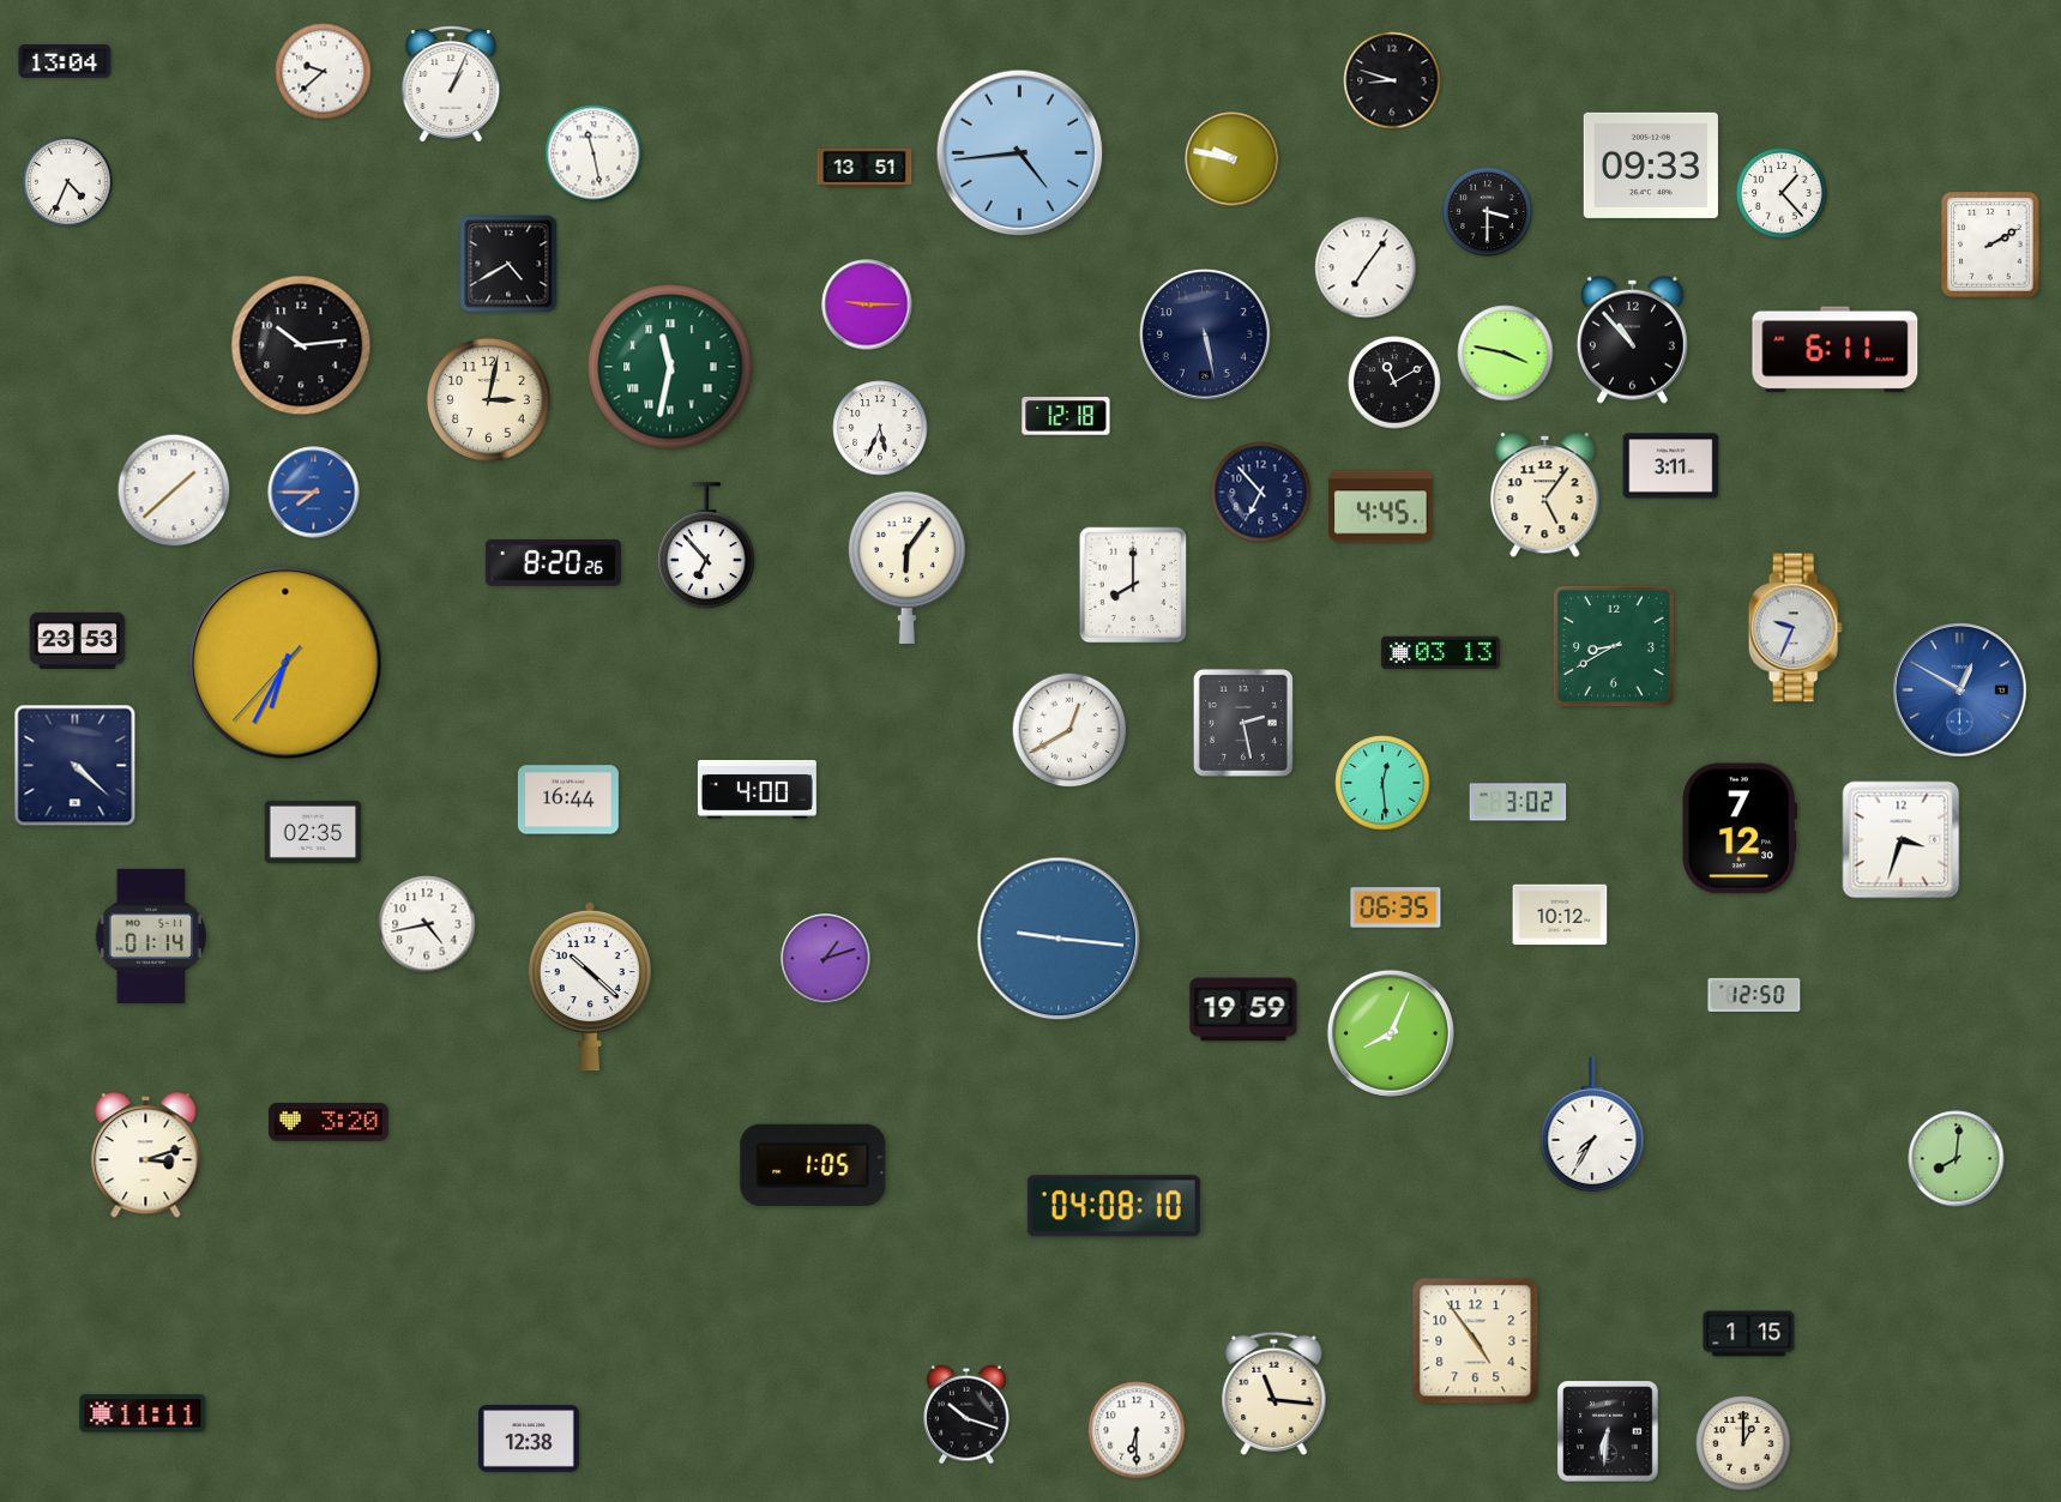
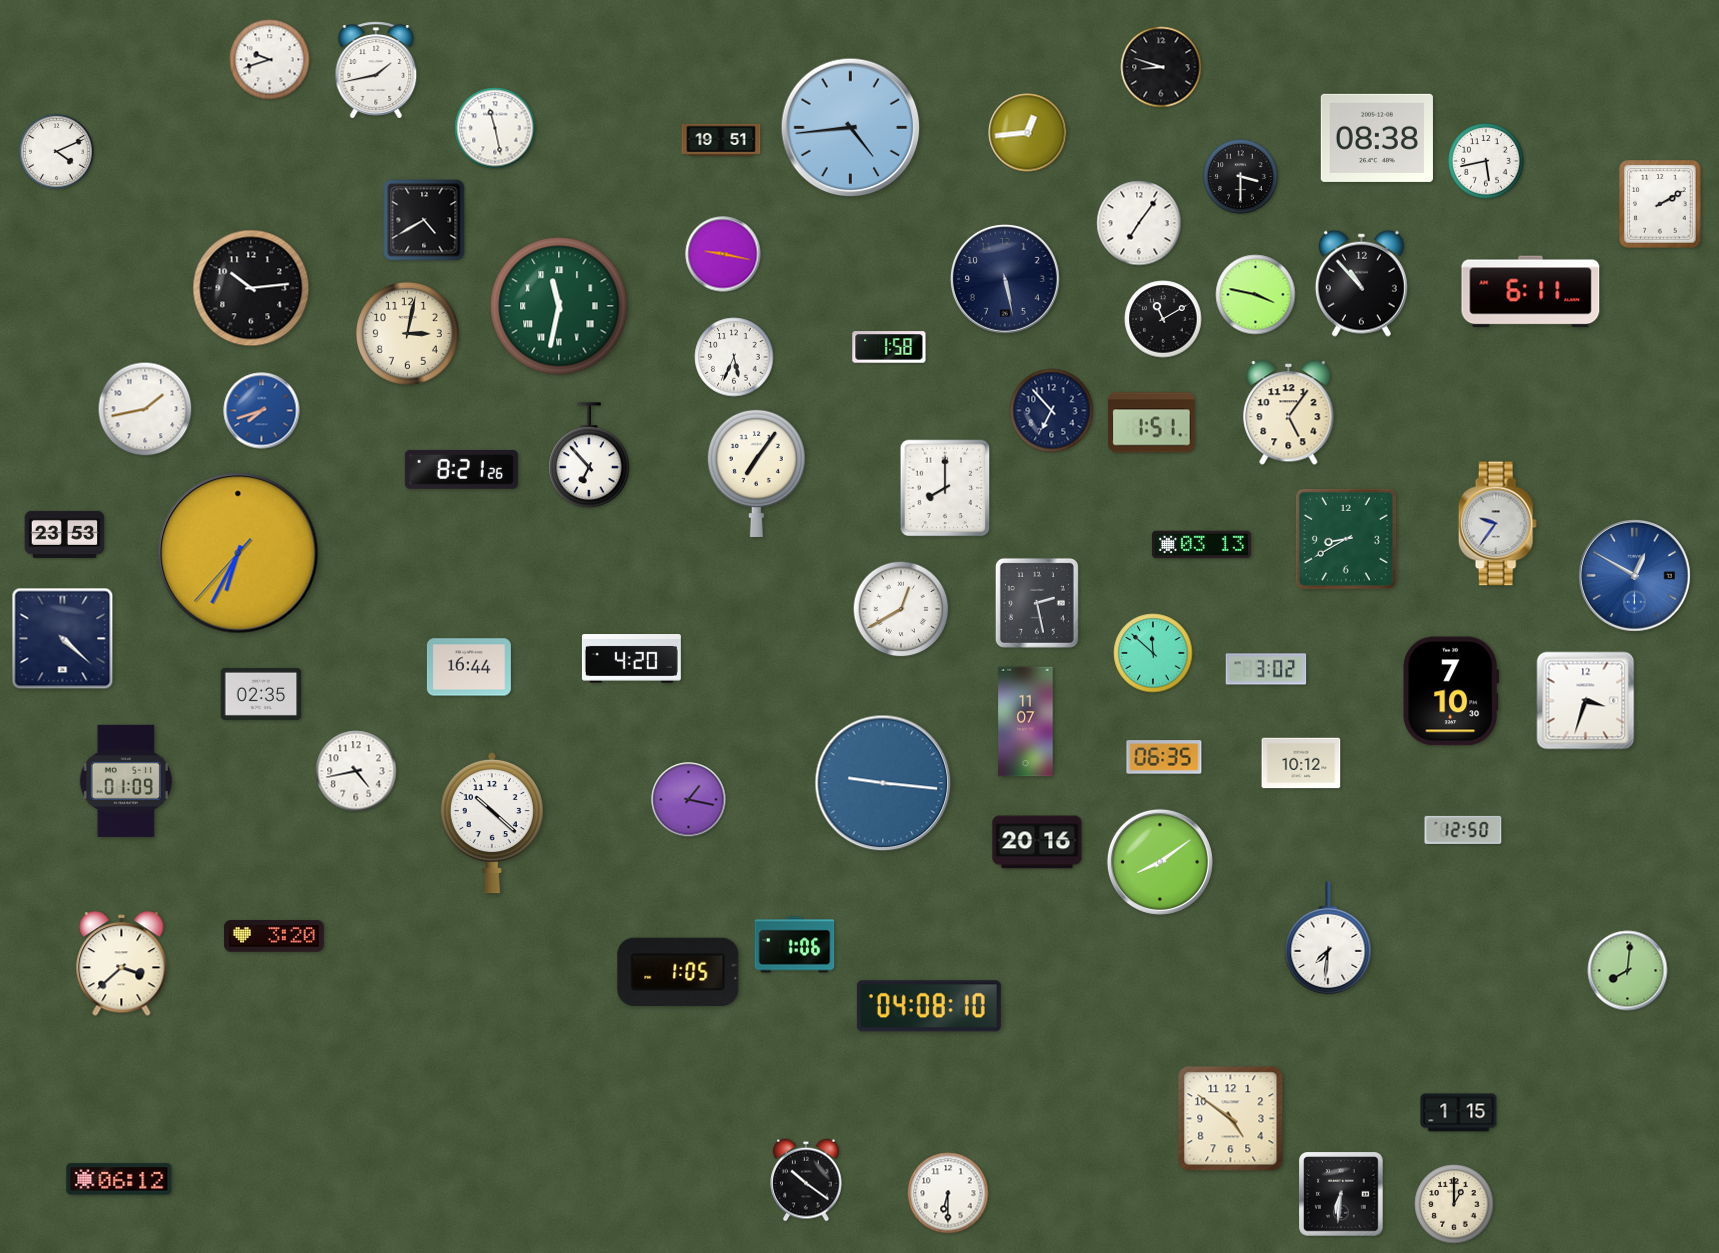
clock at (65, 61): 13:04 -> none
clock at (324, 72): 9:38 -> 9:42
clock at (451, 84): 1:04 -> 1:43
clock at (1233, 159): 9:47 -> 12:44
clock at (1651, 165): 09:33 -> 08:38
clock at (864, 167): 13:51 -> 19:51
clock at (68, 182): 4:34 -> 4:11
clock at (1782, 193): 1:23 -> 5:43
clock at (867, 304): 9:15 -> 9:17
clock at (1066, 416): 12:18 -> 1:58
clock at (1671, 466): 3:11 -> none
clock at (174, 490): 1:38 -> 1:43
clock at (314, 493): 7:45 -> 7:42
clock at (1381, 507): 4:45 -> 1:51
clock at (553, 562): 8:20 -> 8:21
clock at (906, 567): 6:06 -> 7:06
clock at (1795, 628): 9:34 -> 9:36
clock at (1069, 730) position: (1069, 730) -> (901, 609)
clock at (1382, 783): 12:29 -> 11:52
clock at (757, 790): 4:00 -> 4:20
clock at (568, 800) position: (568, 800) -> (469, 667)
clock at (1740, 828): 7:12 -> 7:10
clock at (1026, 722): none -> 11:07
clock at (151, 936): 01:14 -> 01:09
clock at (826, 959): 1:12 -> 1:17
clock at (1243, 1009): 19:59 -> 20:16
clock at (1391, 1033): 8:04 -> 8:09
clock at (1592, 1124): 7:35 -> 7:31
clock at (795, 945): none -> 1:06
clock at (146, 1156): 3:12 -> 3:38
clock at (1957, 1159) position: (1957, 1159) -> (1628, 971)
clock at (1476, 1341): 4:54 -> 4:51
clock at (1274, 1394): 11:16 -> none
clock at (143, 1413): 11:11 -> 06:12
clock at (966, 1414): 10:18 -> 10:21
clock at (529, 1438): 12:38 -> none
